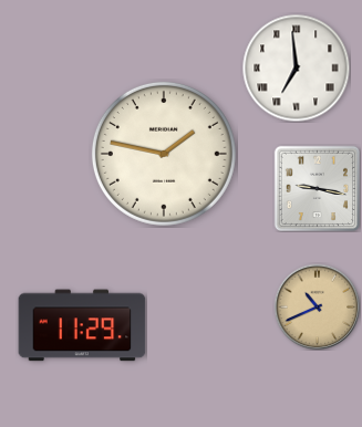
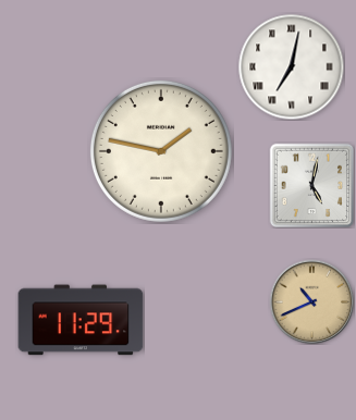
clock at (296, 67): 6:59 -> 7:02
clock at (317, 188): 9:17 -> 5:02
